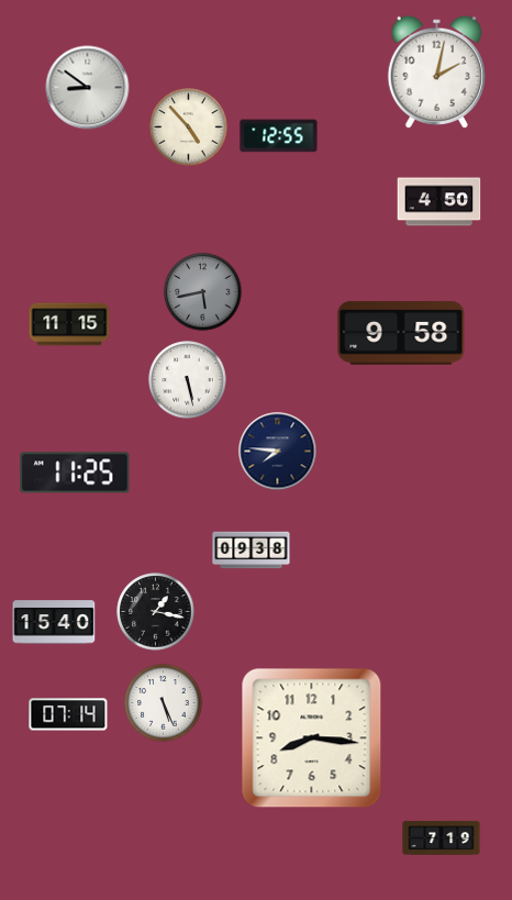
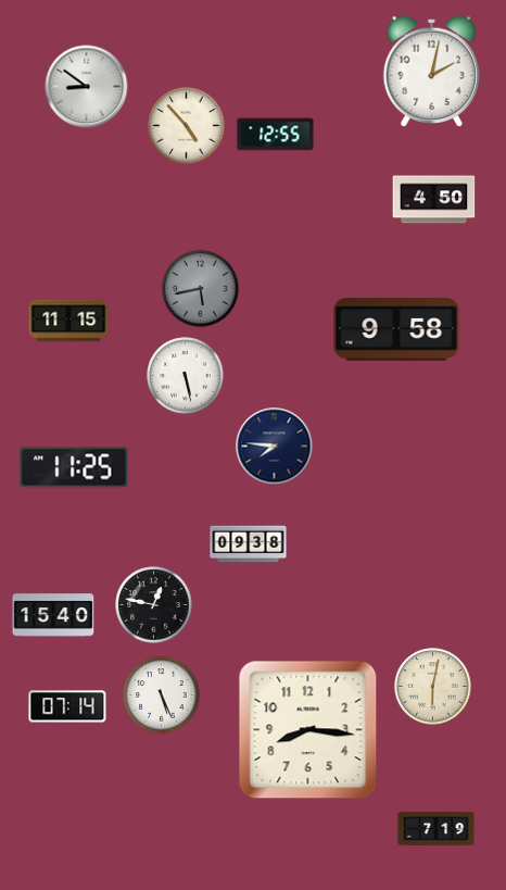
clock at (156, 612): 1:17 -> 12:47
clock at (433, 687): none -> 6:02
